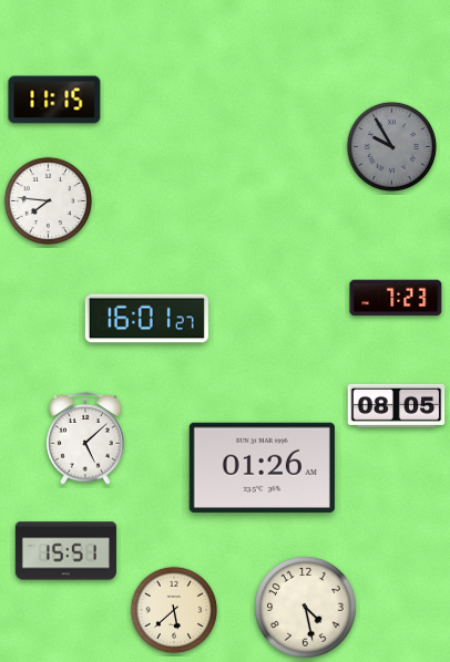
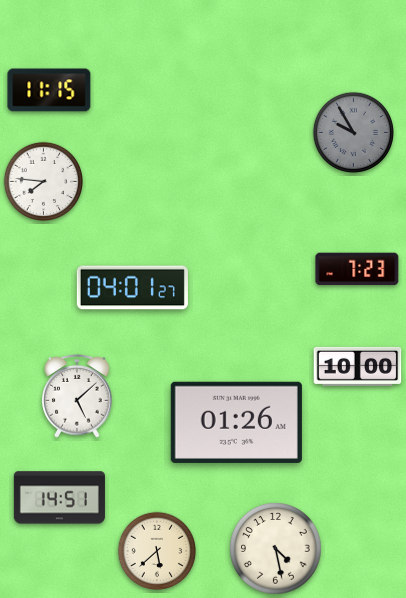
clock at (146, 319): 16:01 -> 04:01
clock at (397, 405): 08:05 -> 10:00
clock at (65, 551): 15:51 -> 14:51
